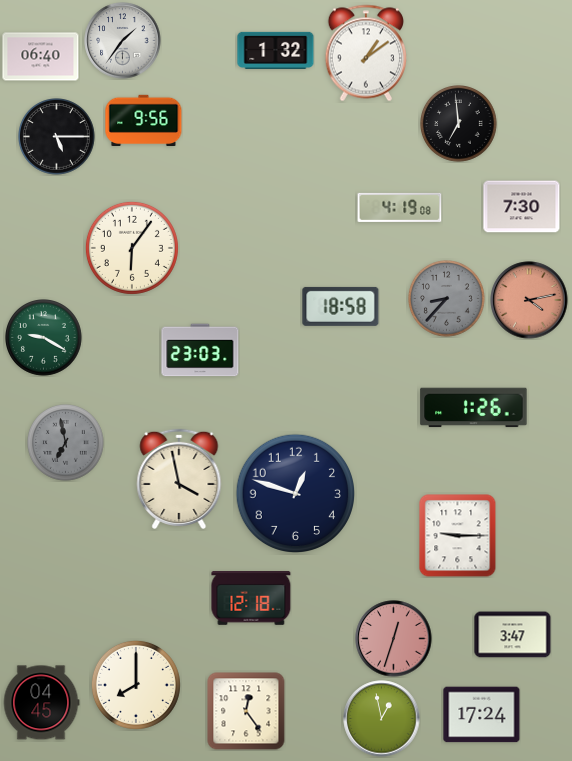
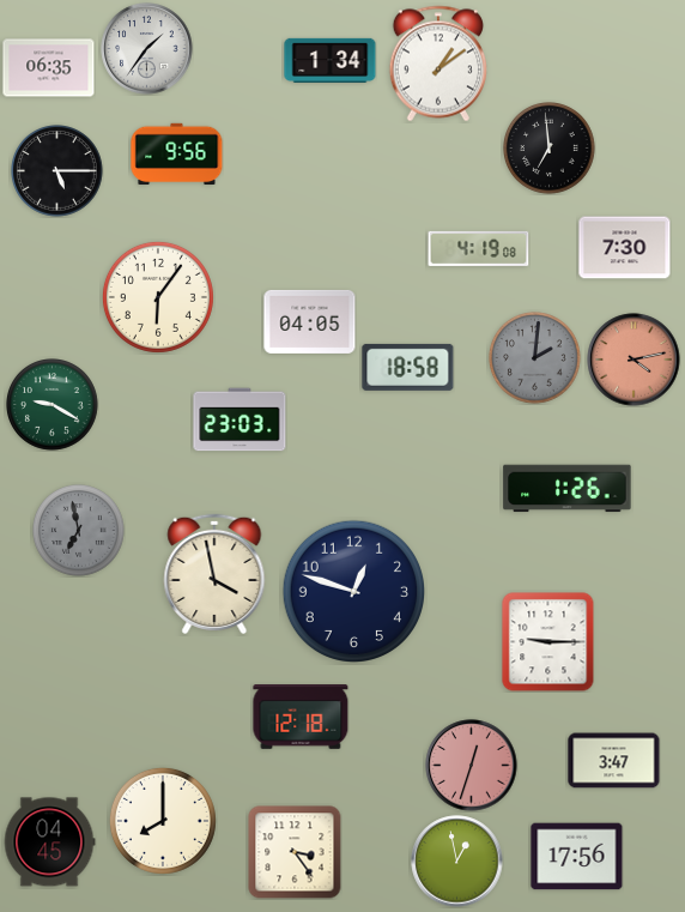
clock at (276, 50): 1:32 -> 1:34
clock at (41, 57): 06:40 -> 06:35
clock at (144, 120) position: (144, 120) -> (177, 153)
clock at (57, 137) position: (57, 137) -> (57, 171)
clock at (310, 321): none -> 04:05
clock at (447, 299): 8:37 -> 2:01
clock at (246, 711): 12:24 -> 3:24
clock at (482, 715): 17:24 -> 17:56
